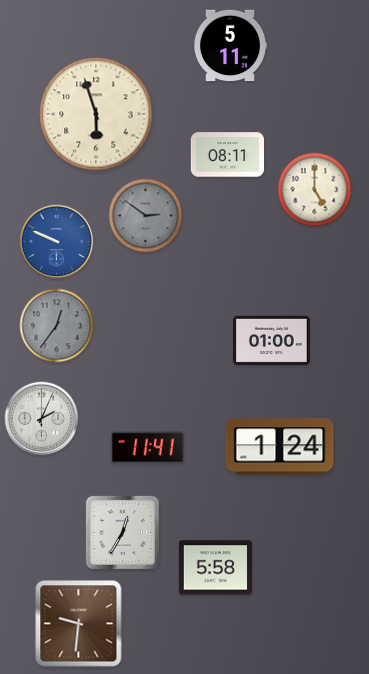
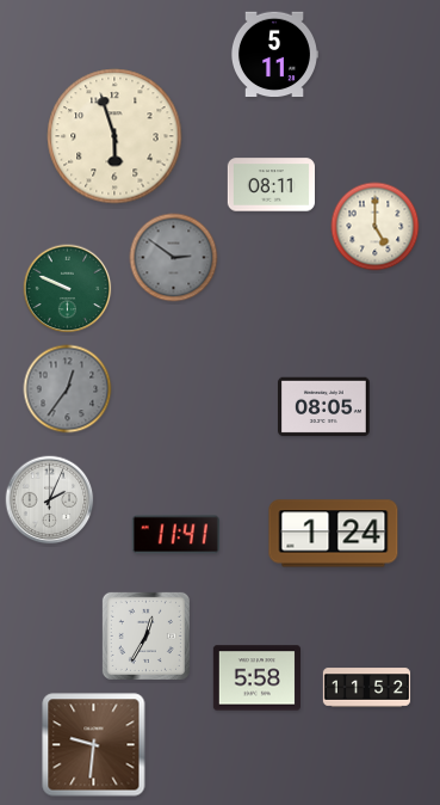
clock at (57, 242) dial: blue -> green
clock at (272, 341): 01:00 -> 08:05
clock at (367, 688): none -> 11:52
